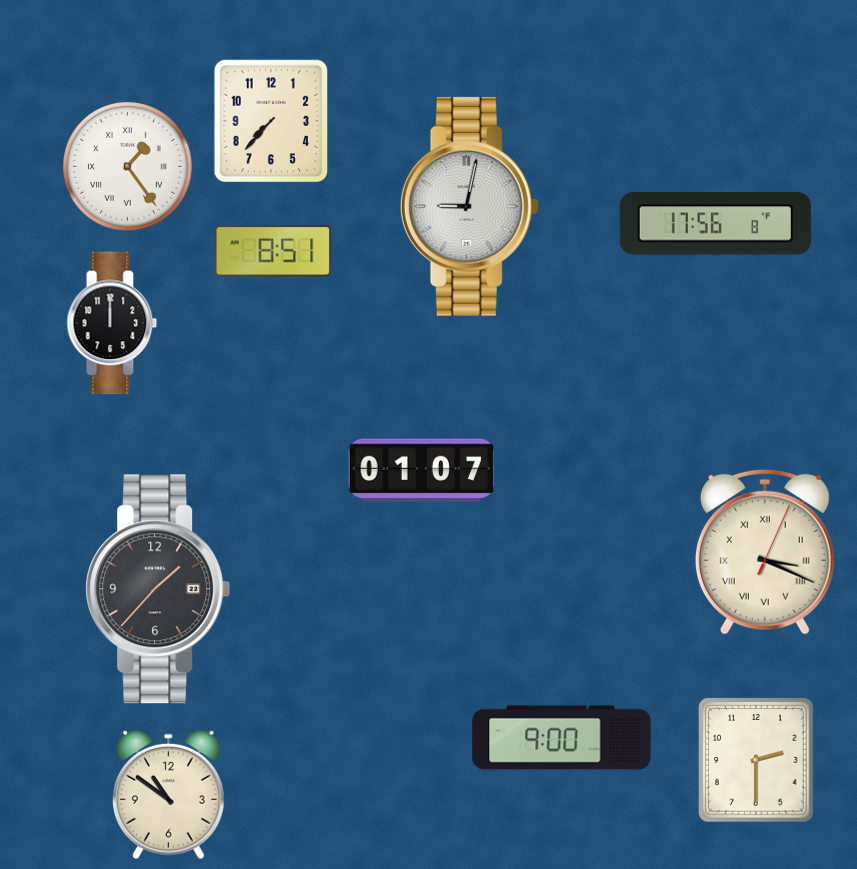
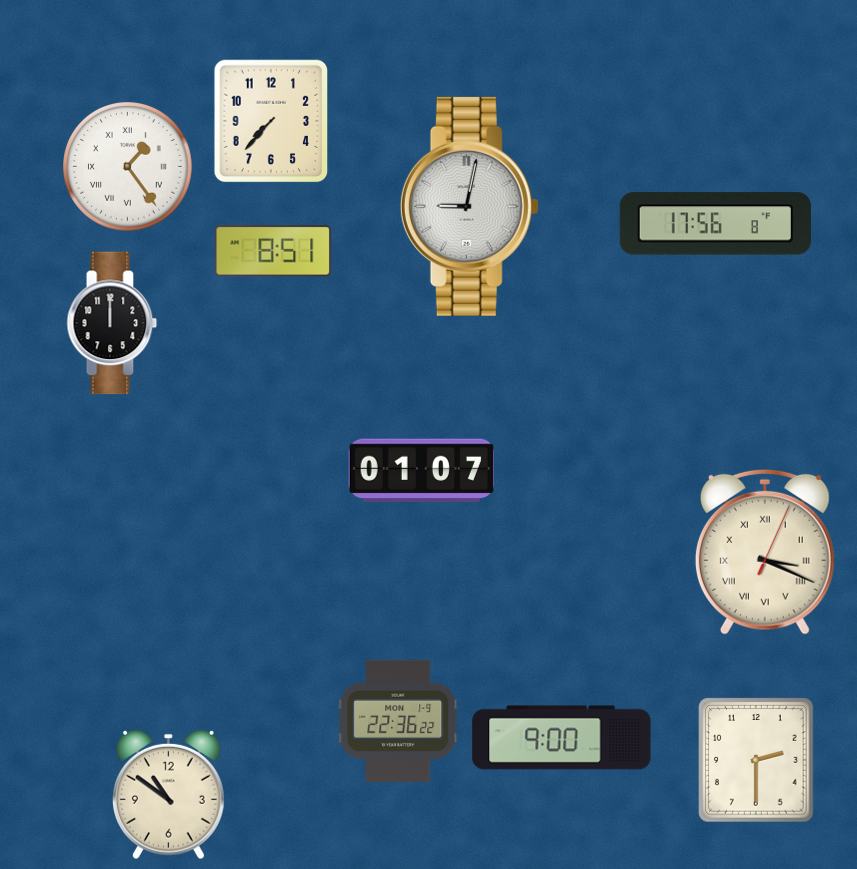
clock at (158, 589): 1:37 -> none
clock at (399, 720): none -> 22:36
